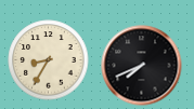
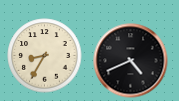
clock at (142, 66): 7:41 -> 4:41
